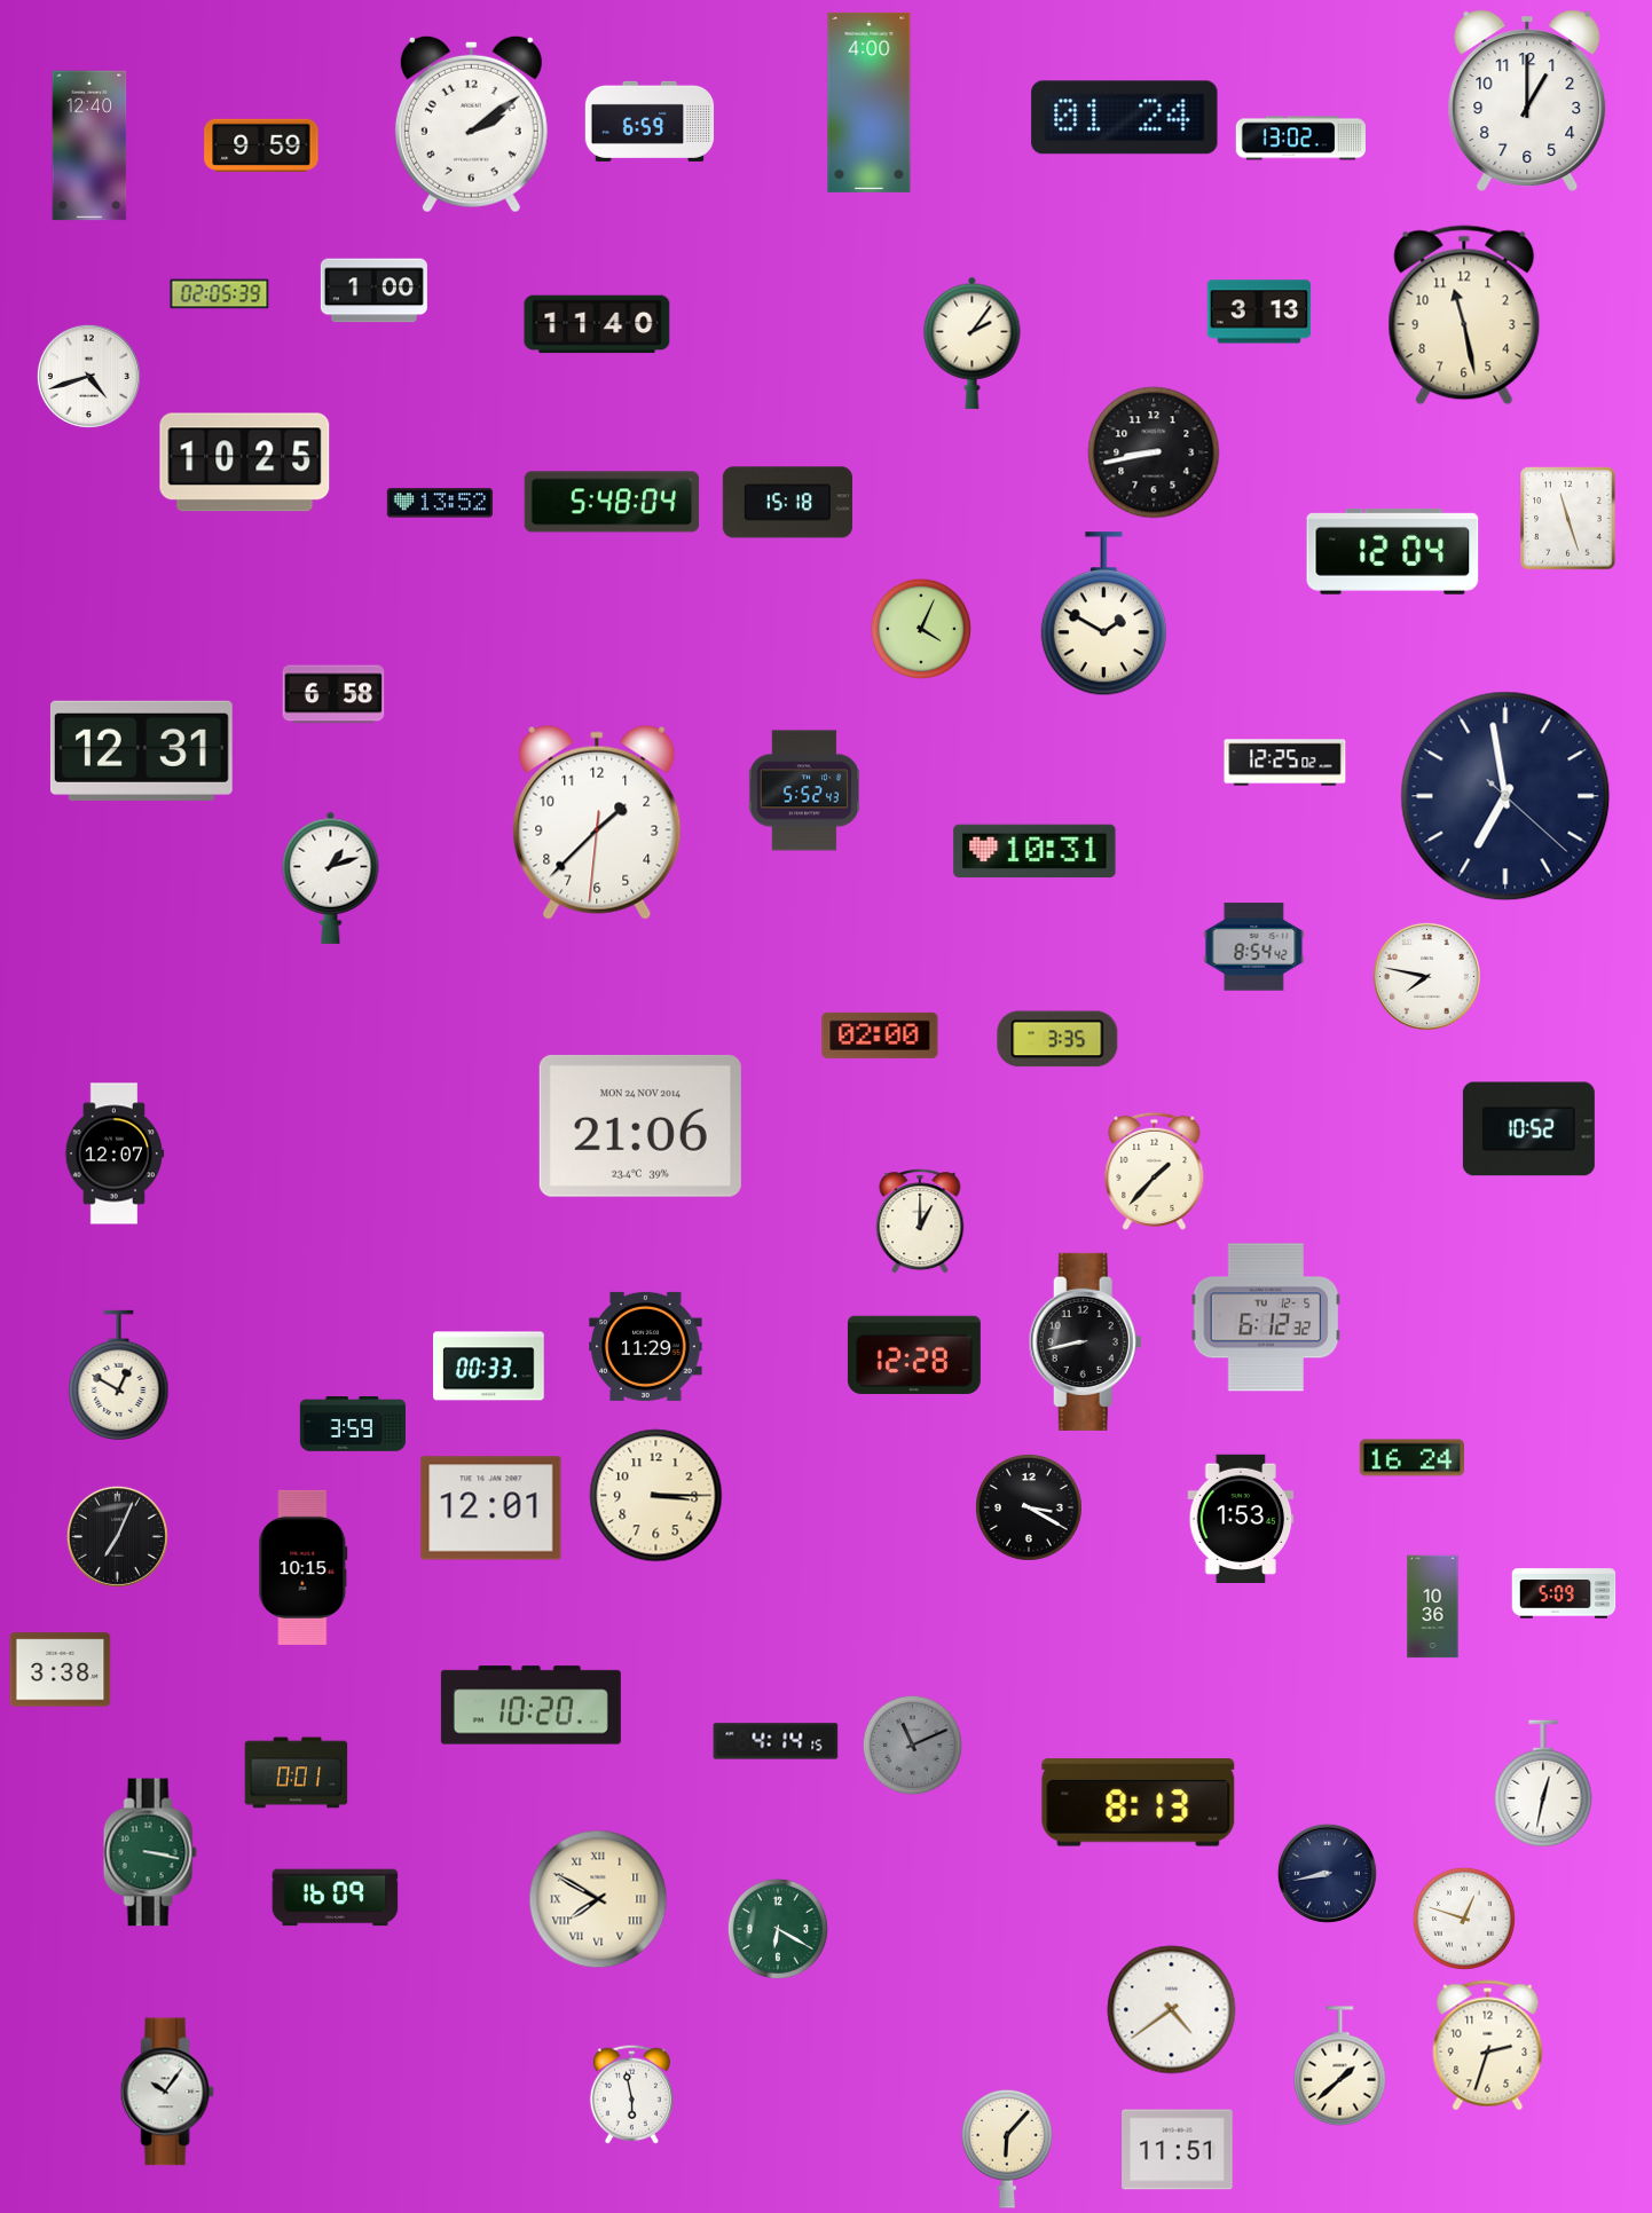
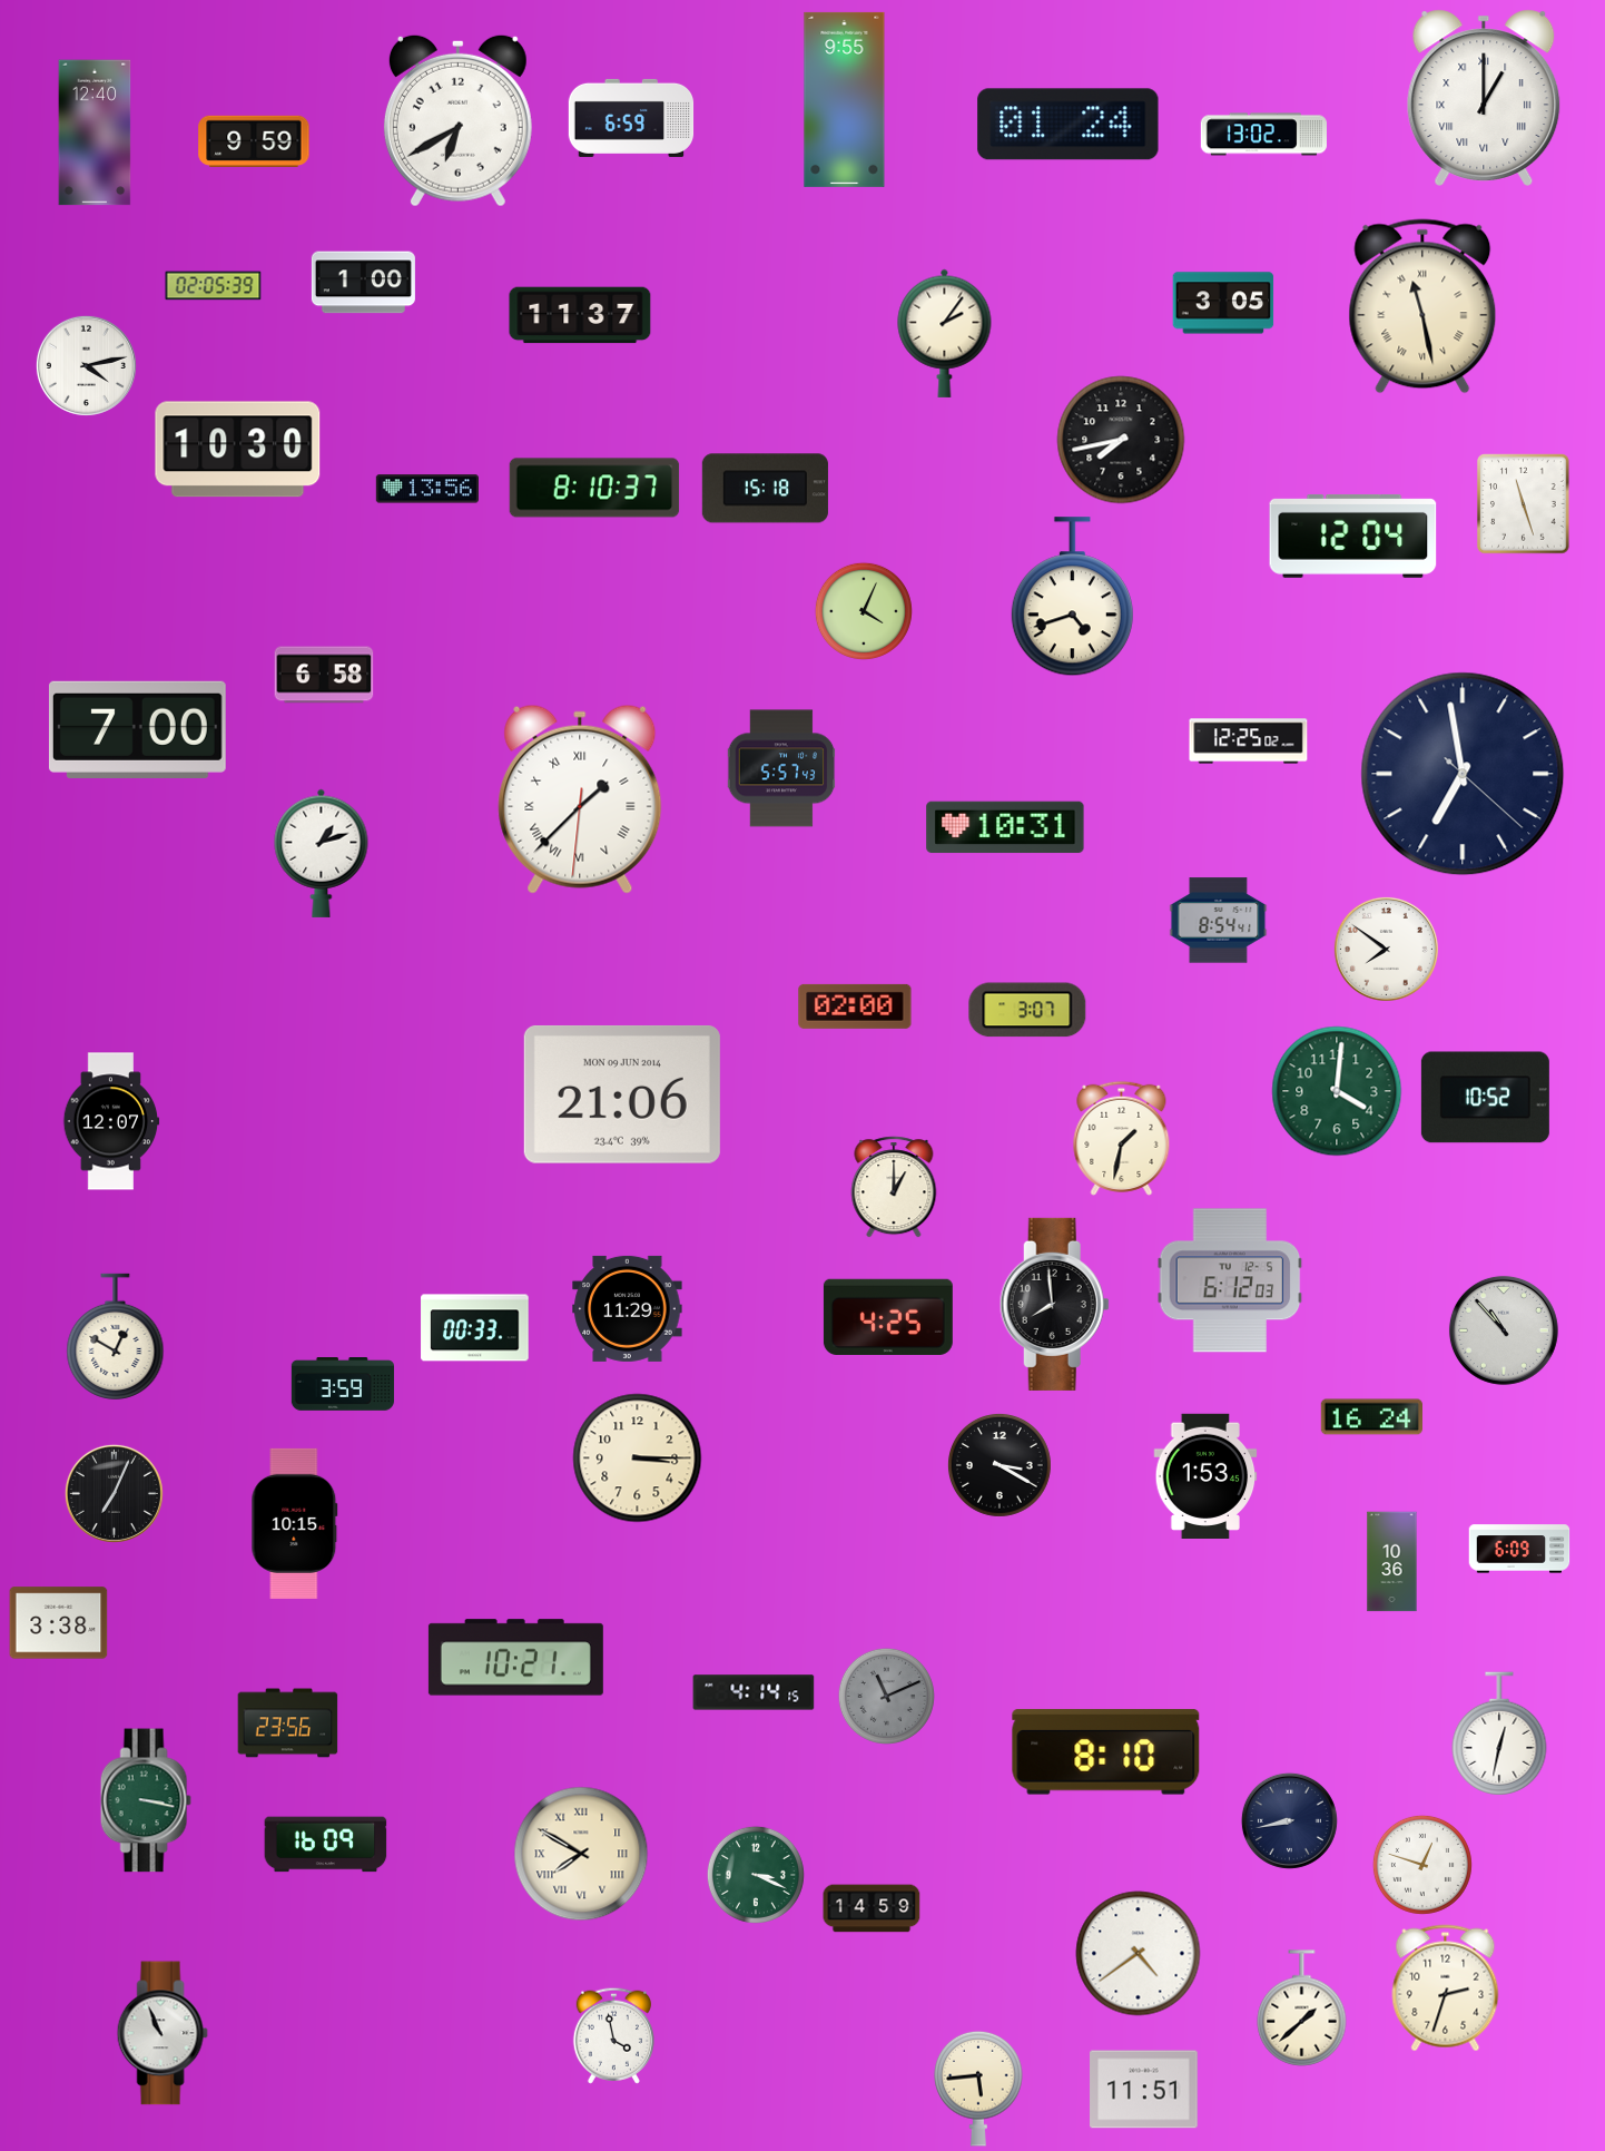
clock at (1527, 101) numerals: Arabic -> Roman
clock at (870, 102): 4:00 -> 9:55
clock at (1125, 118) position: (1125, 118) -> (1069, 125)
clock at (471, 124): 2:09 -> 6:40
clock at (89, 145) position: (89, 145) -> (95, 132)
clock at (1259, 312): 3:13 -> 3:05
clock at (1464, 315) numerals: Arabic -> Roman
clock at (597, 324): 11:40 -> 11:37
clock at (88, 376): 4:42 -> 4:13
clock at (1154, 452): 8:43 -> 7:43
clock at (245, 463): 10:25 -> 10:30
clock at (612, 502): 5:48 -> 8:10
clock at (440, 503): 13:52 -> 13:56
clock at (1103, 614): 1:50 -> 4:42
clock at (921, 629) position: (921, 629) -> (864, 611)
clock at (141, 750): 12:31 -> 7:00
clock at (804, 790): 5:52 -> 5:57
clock at (597, 822) numerals: Arabic -> Roman
clock at (1254, 947): 8:54:42 -> 8:54:41
clock at (1426, 976): 7:47 -> 7:51
clock at (1057, 1039): 3:35 -> 3:07
clock at (1337, 1091): none -> 4:01
clock at (640, 1126) date: MON 24 NOV 2014 -> MON 09 JUN 2014
clock at (1155, 1171): 1:37 -> 1:32
clock at (1266, 1317): 6:12:32 -> 6:12:03
clock at (1085, 1341): 8:43 -> 7:59
clock at (914, 1355): 12:28 -> 4:25
clock at (1504, 1330): none -> 10:53
clock at (656, 1496) position: (656, 1496) -> (638, 1458)
clock at (491, 1509): 12:01 -> none
clock at (1564, 1593): 5:09 -> 6:09
clock at (530, 1706): 10:20 -> 10:21
clock at (297, 1773): 0:01 -> 23:56
clock at (1139, 1803): 8:13 -> 8:10
clock at (598, 1899) position: (598, 1899) -> (581, 1854)
clock at (778, 1929): 6:20 -> 3:19
clock at (872, 1908): none -> 14:59
clock at (167, 2092): 10:06 -> 10:56
clock at (631, 2094): 5:58 -> 3:58
clock at (1007, 2149): 6:07 -> 5:44
